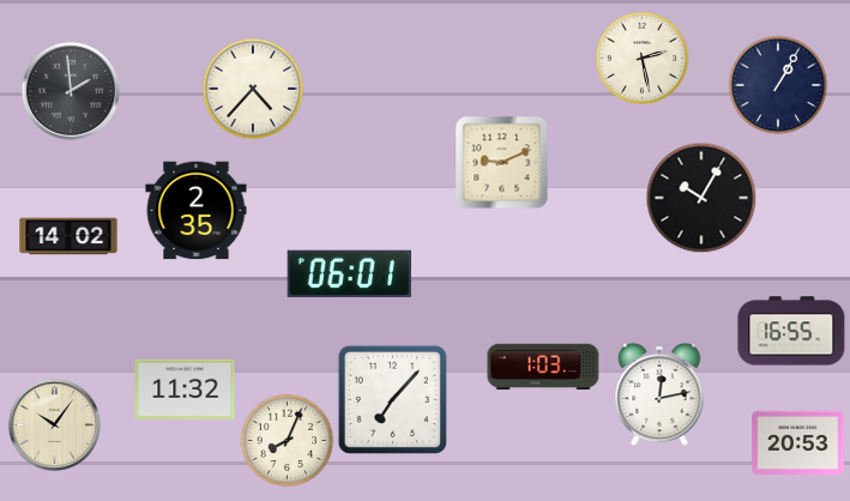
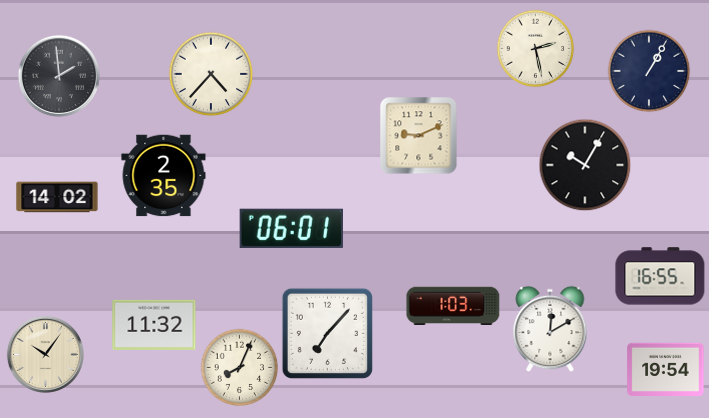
clock at (659, 394): 12:13 -> 12:10
clock at (798, 443): 20:53 -> 19:54
